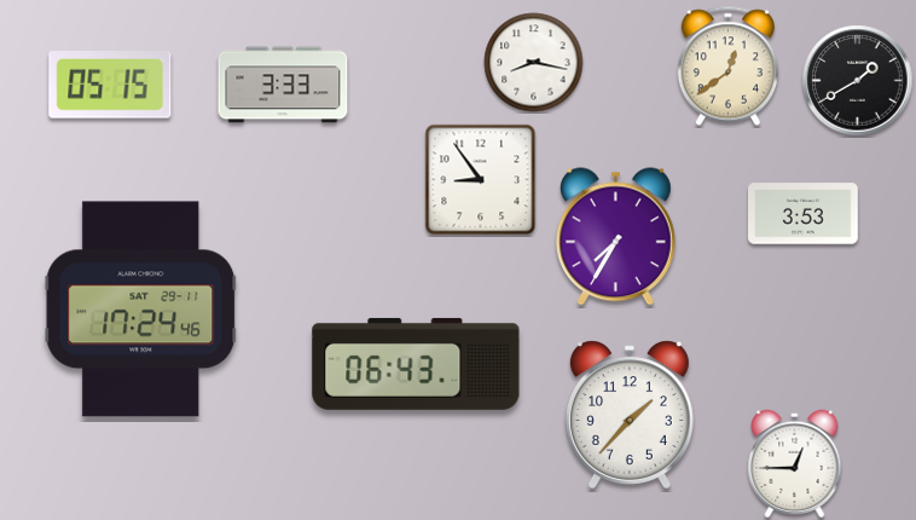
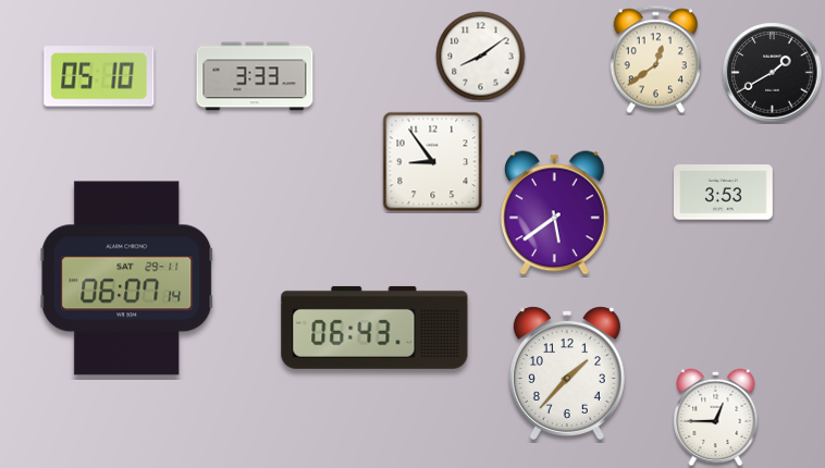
clock at (534, 63): 8:17 -> 8:09
clock at (110, 86): 05:15 -> 05:10
clock at (615, 237): 7:35 -> 5:39
clock at (141, 310): 17:24 -> 06:07
